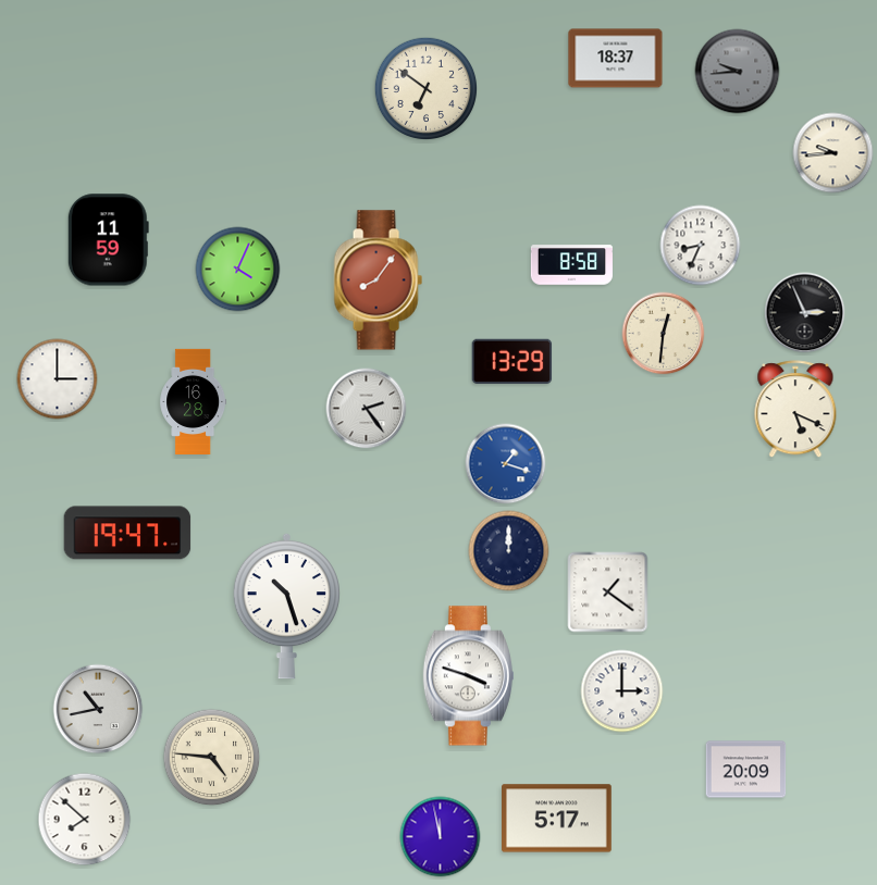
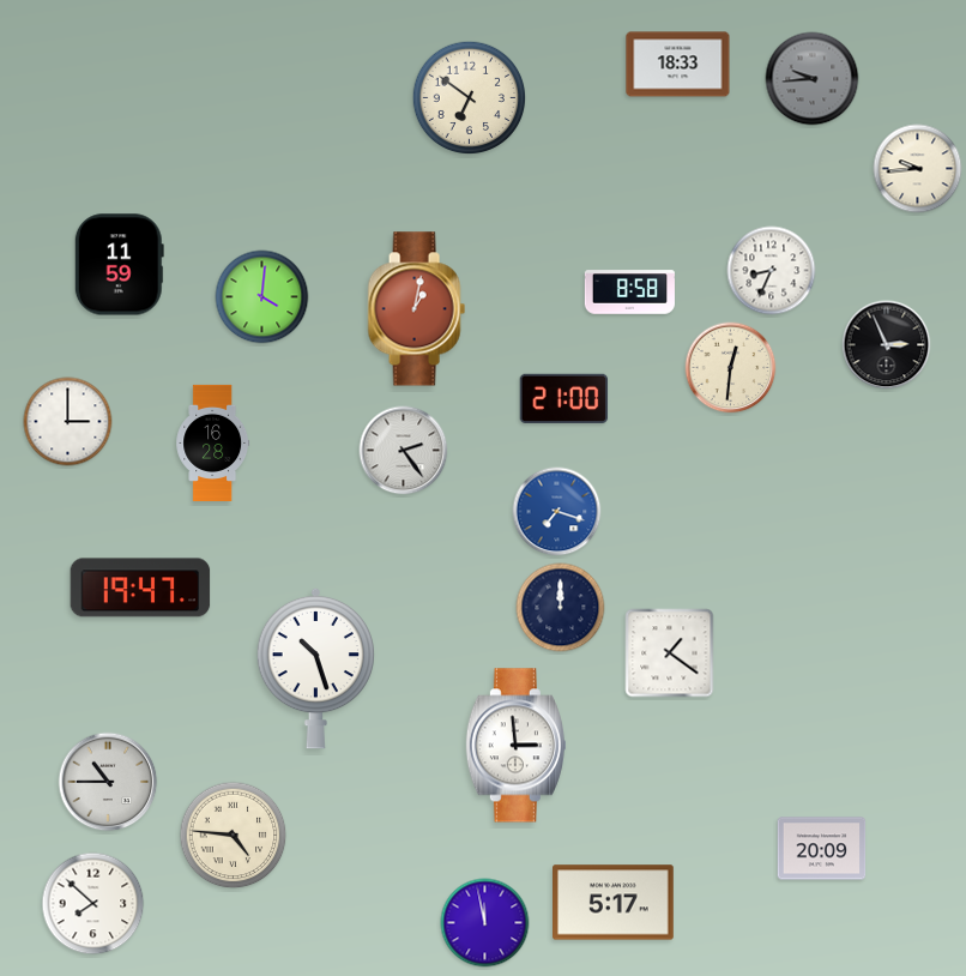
clock at (616, 59): 18:37 -> 18:33
clock at (238, 270): 4:04 -> 4:01
clock at (378, 281): 8:06 -> 1:02
clock at (512, 361): 13:29 -> 21:00
clock at (58, 379) position: (58, 379) -> (68, 422)
clock at (795, 410): 5:19 -> none
clock at (506, 464): 1:18 -> 7:18
clock at (468, 676): 3:48 -> 2:59
clock at (622, 691): 3:00 -> none
clock at (98, 709): 10:43 -> 10:45
